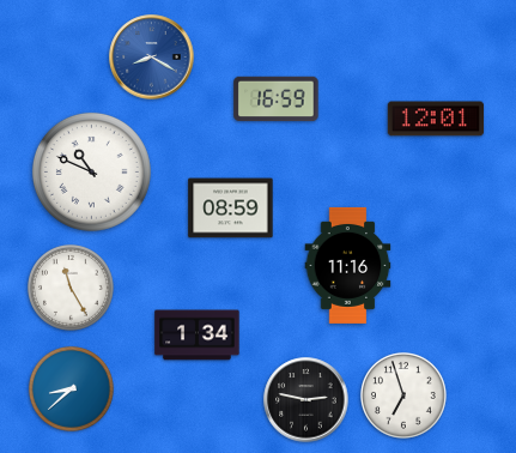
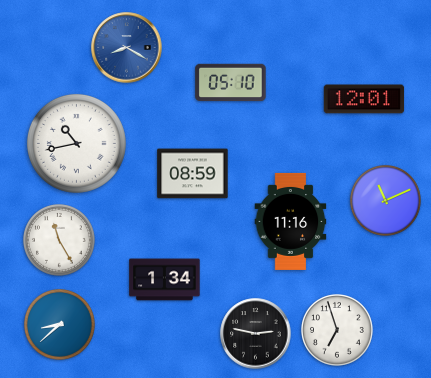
clock at (277, 99): 16:59 -> 05:10
clock at (91, 171): 10:49 -> 10:43
clock at (385, 200): none -> 11:11
